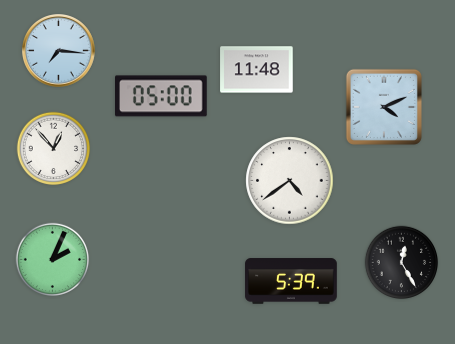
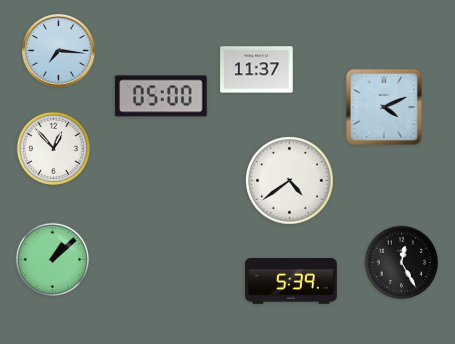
clock at (257, 70): 11:48 -> 11:37
clock at (53, 260): 2:04 -> 1:08
